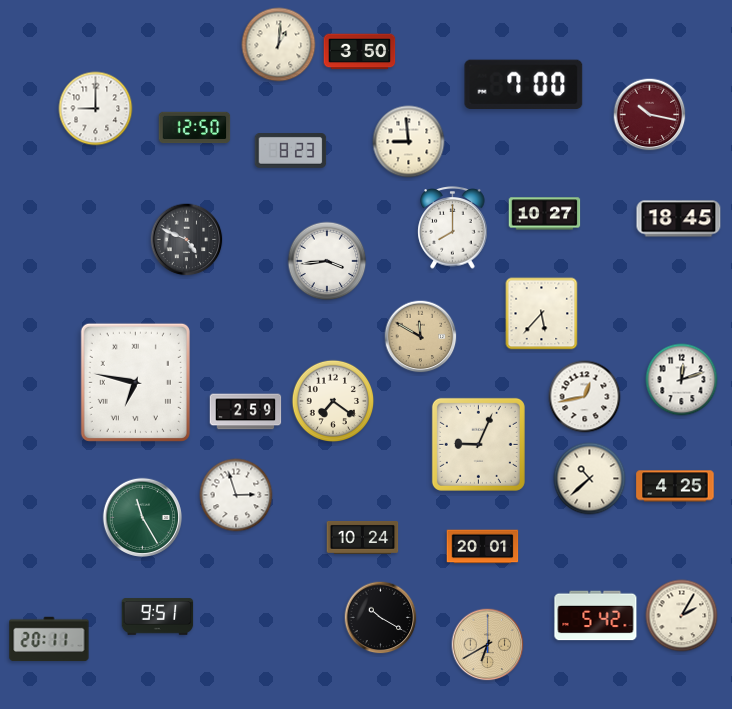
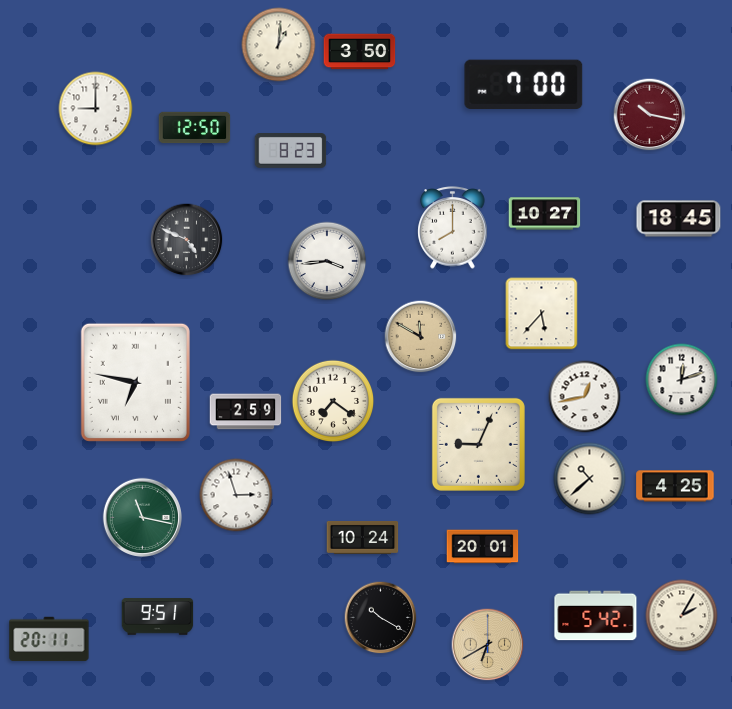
clock at (409, 142): 8:59 -> none
clock at (142, 517): 11:25 -> 11:17
